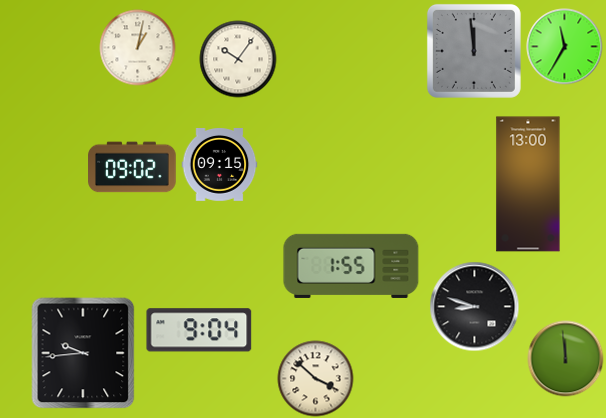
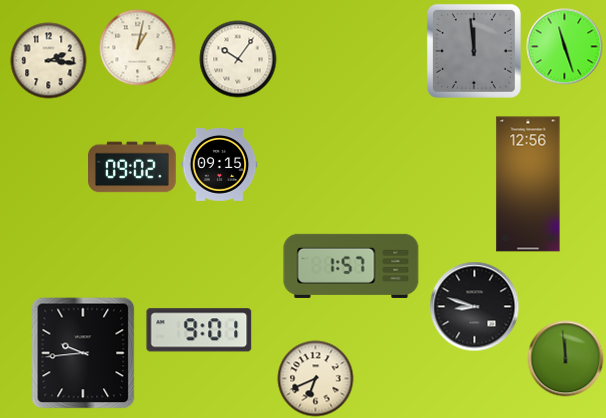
clock at (565, 47): 11:35 -> 11:27
clock at (49, 61): none -> 2:16
clock at (528, 184): 13:00 -> 12:56
clock at (351, 266): 1:55 -> 1:57
clock at (199, 330): 9:04 -> 9:01
clock at (316, 379): 3:52 -> 6:41
